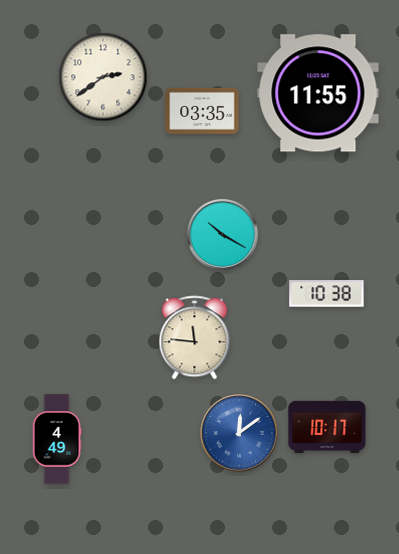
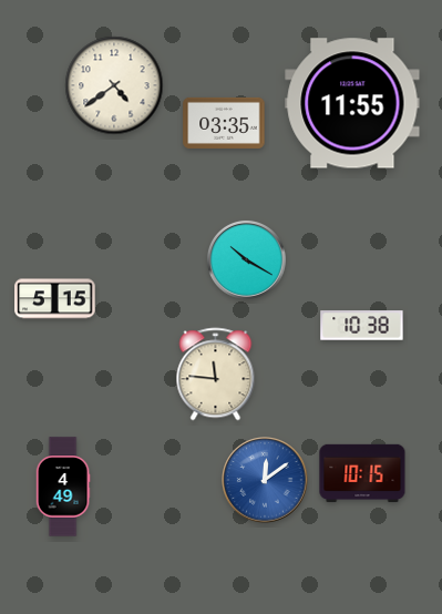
clock at (103, 77): 2:39 -> 4:39
clock at (55, 299): none -> 5:15
clock at (327, 427): 10:17 -> 10:15
